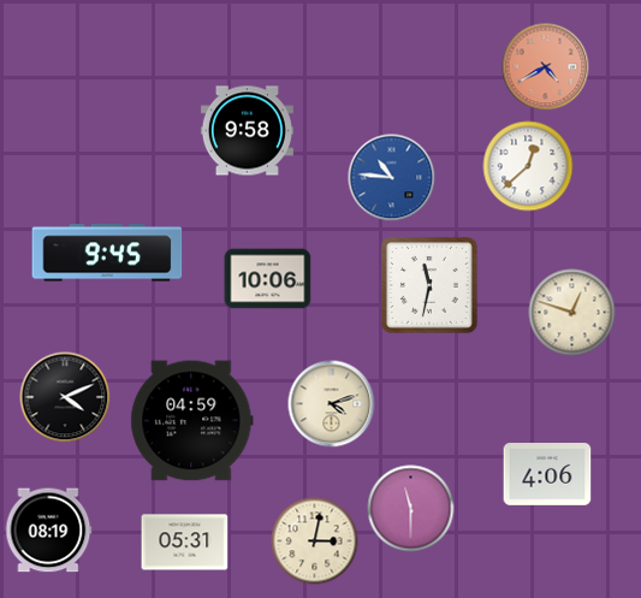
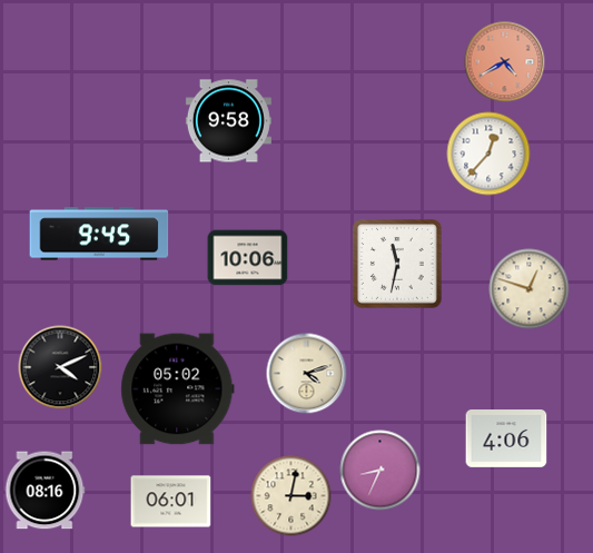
clock at (528, 166): 12:38 -> 12:37
clock at (392, 178): 10:46 -> none
clock at (192, 421): 04:59 -> 05:02
clock at (411, 509): 11:30 -> 8:34
clock at (48, 531): 08:19 -> 08:16
clock at (315, 541) position: (315, 541) -> (291, 496)
clock at (185, 543): 05:31 -> 06:01
